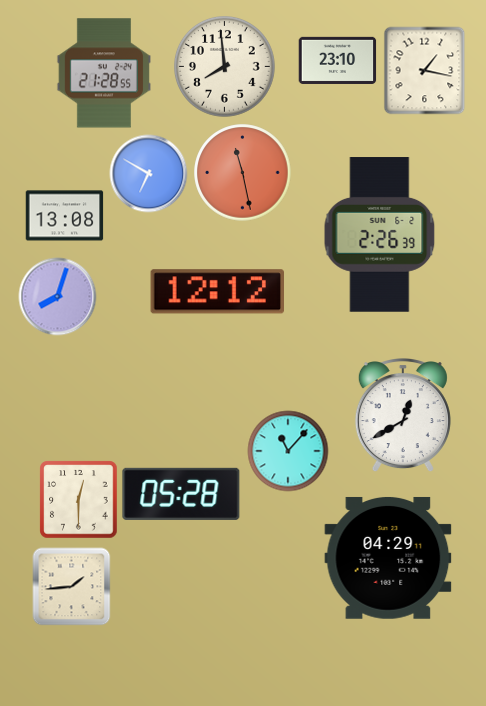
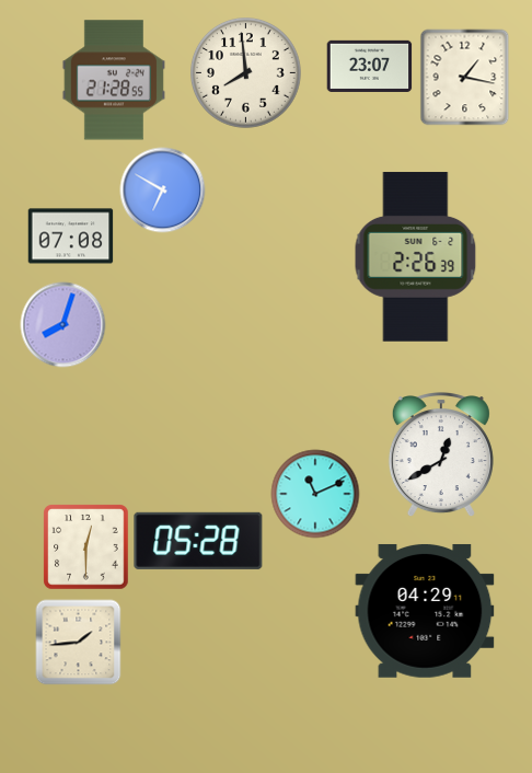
clock at (337, 60): 23:10 -> 23:07
clock at (243, 173): 11:28 -> none
clock at (64, 216): 13:08 -> 07:08
clock at (218, 292): 12:12 -> none
clock at (288, 451): 11:07 -> 11:11
